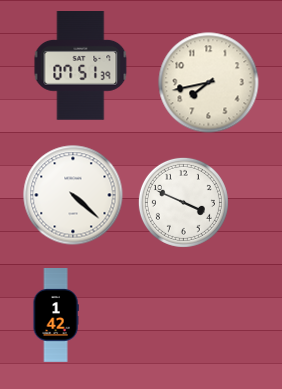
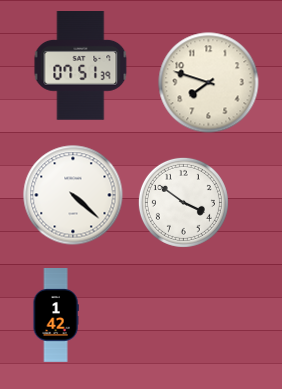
clock at (209, 83): 7:43 -> 7:48
clock at (183, 202): 3:49 -> 3:51
